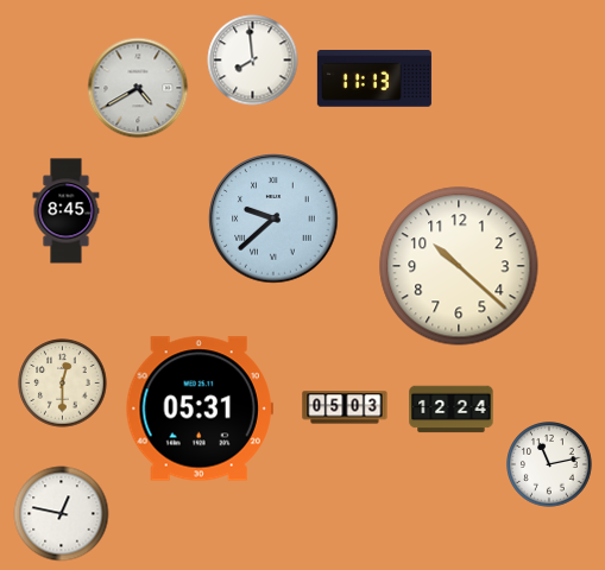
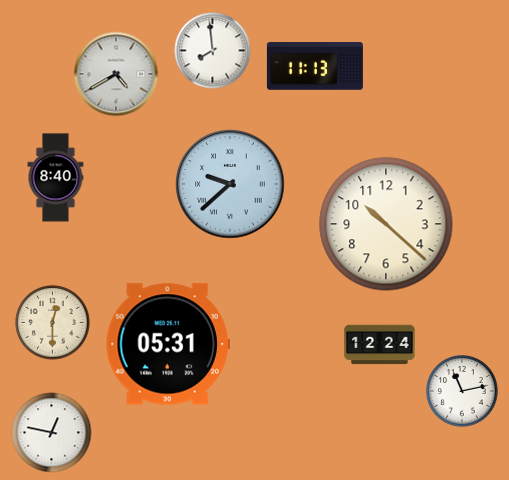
clock at (67, 211): 8:45 -> 8:40
clock at (345, 407): 05:03 -> none
